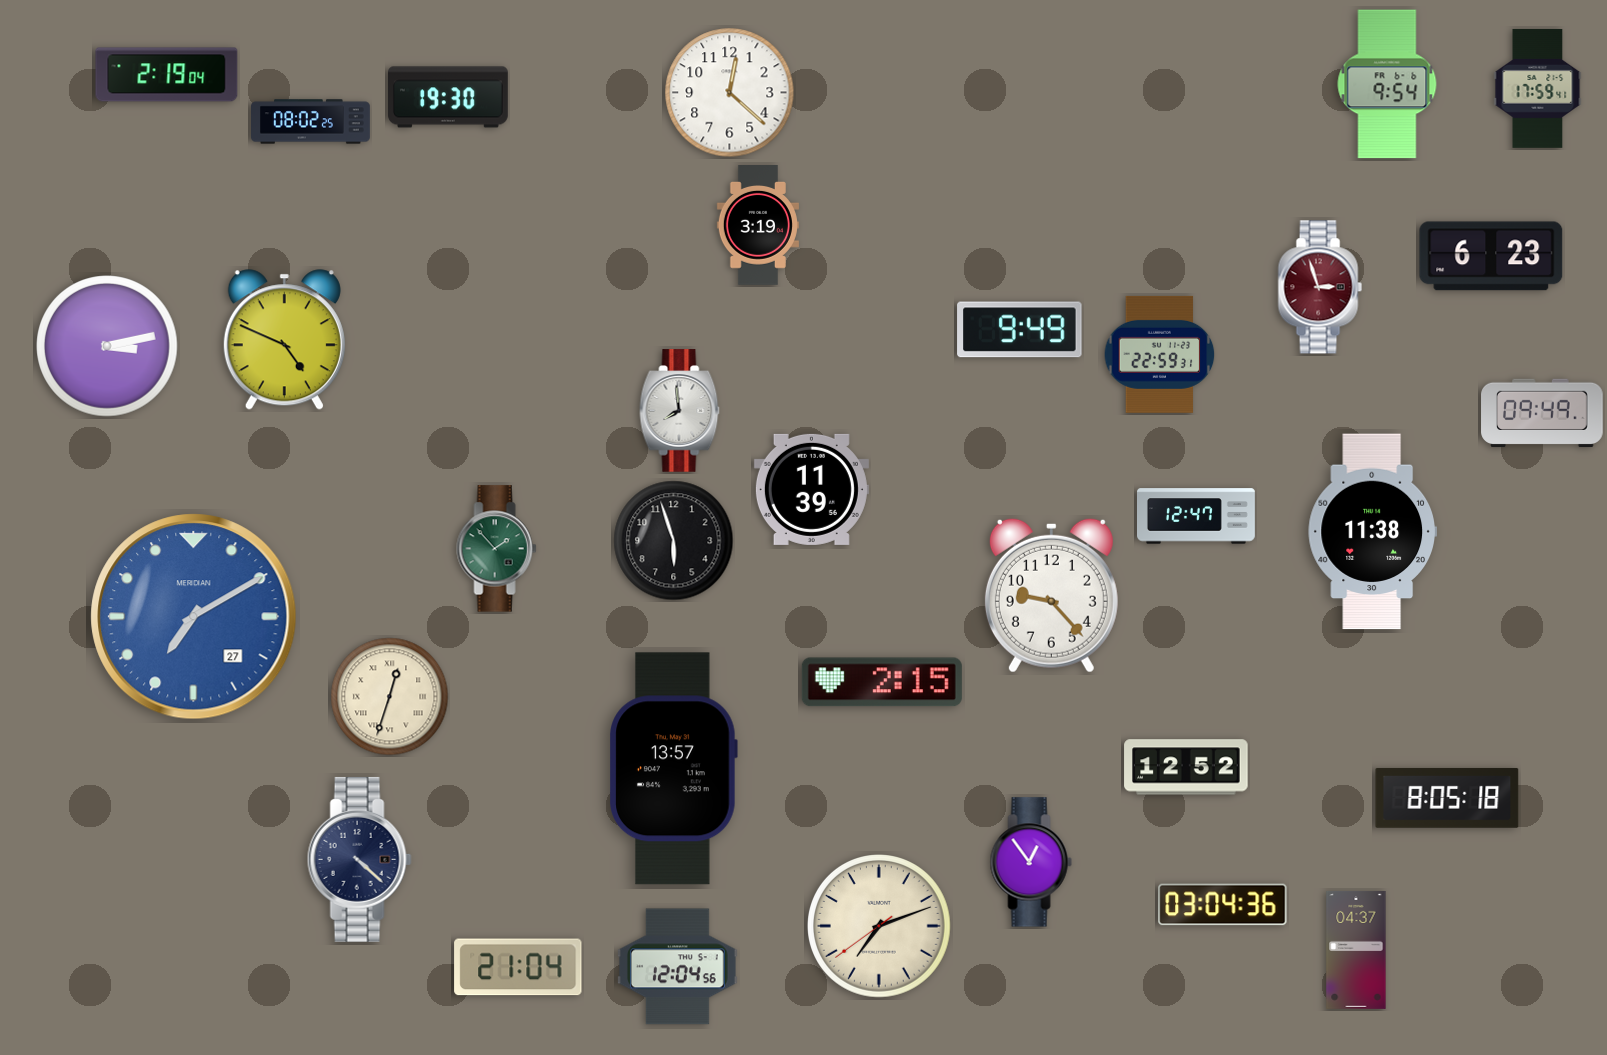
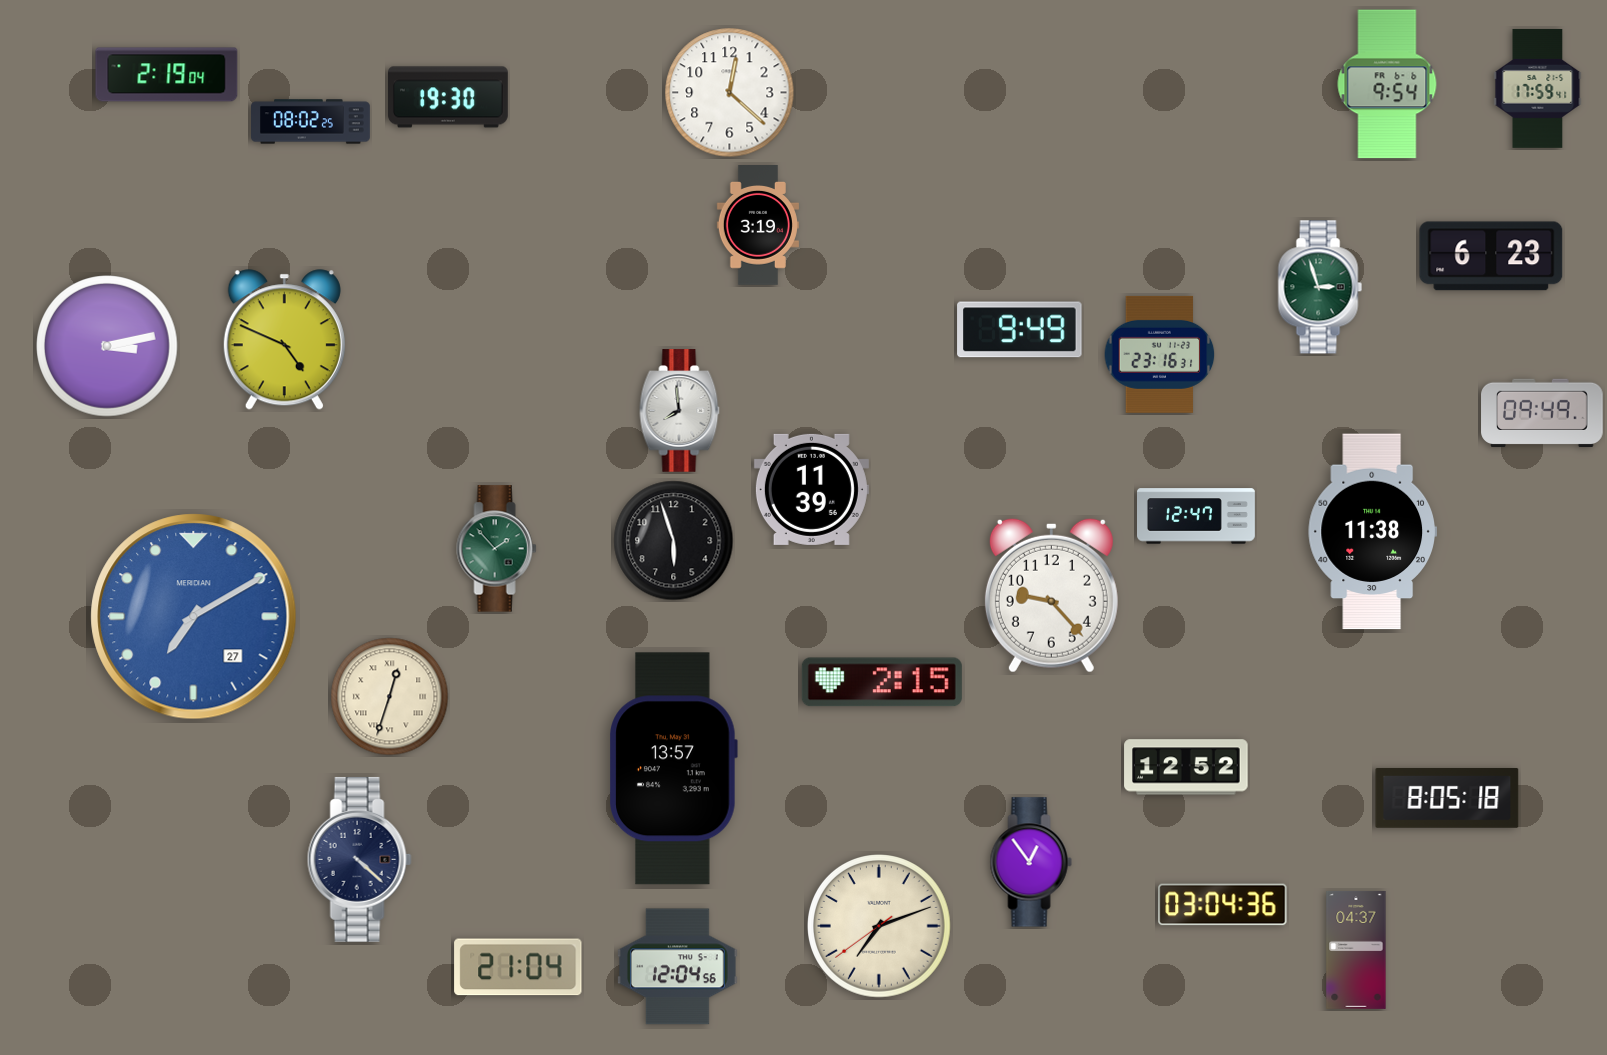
clock at (1320, 287) dial: burgundy -> green
clock at (1160, 354): 22:59 -> 23:16
